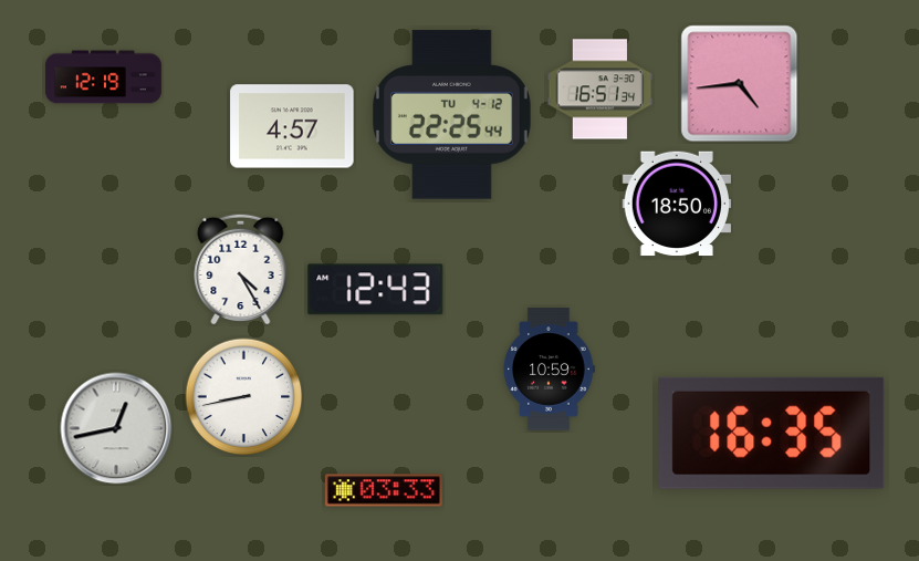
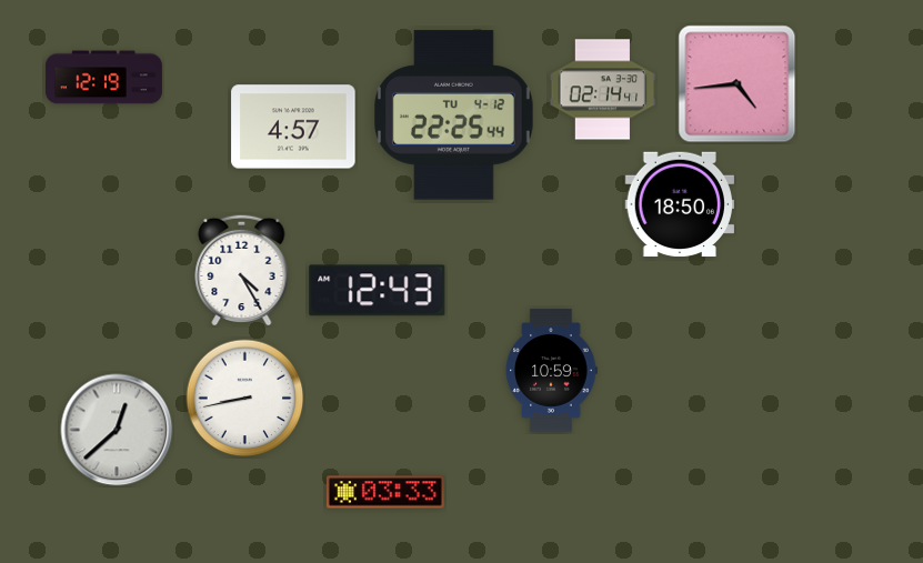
clock at (740, 84) position: (740, 84) -> (738, 84)
clock at (601, 90): 16:51 -> 02:14
clock at (116, 428): 12:43 -> 12:38
clock at (772, 433): 16:35 -> none
